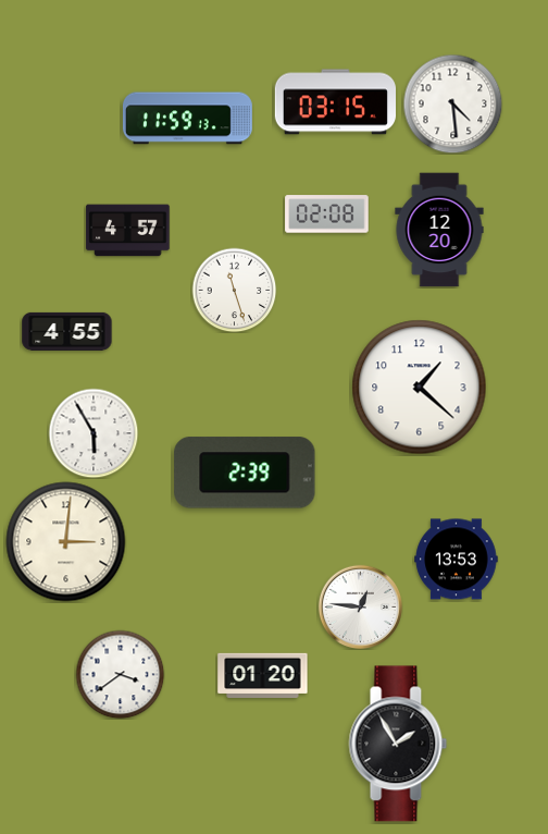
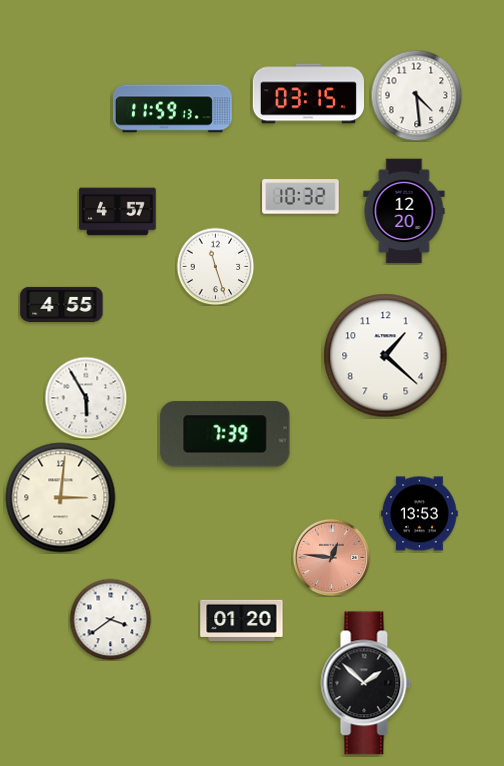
clock at (327, 214): 02:08 -> 10:32
clock at (245, 473): 2:39 -> 7:39
clock at (360, 606) dial: white -> salmon
clock at (398, 744): 1:55 -> 1:52
